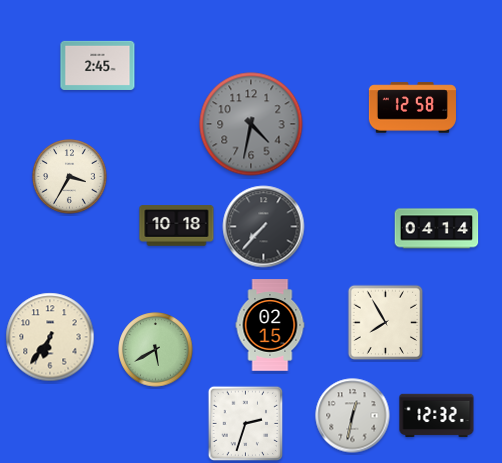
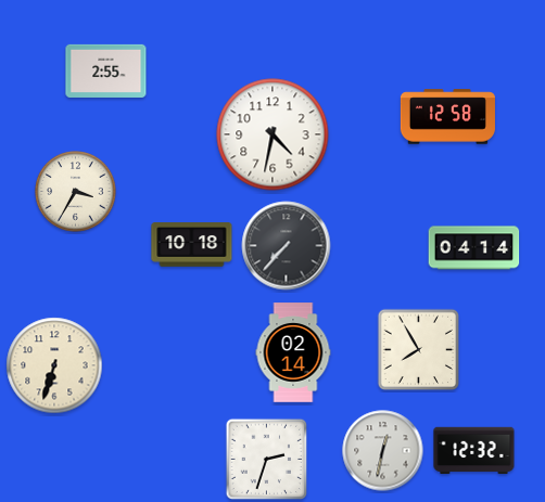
clock at (98, 65): 2:45 -> 2:55
clock at (251, 124) dial: grey -> white
clock at (270, 325): 02:15 -> 02:14
clock at (50, 337): 6:36 -> 6:33
clock at (156, 350): 5:40 -> none
